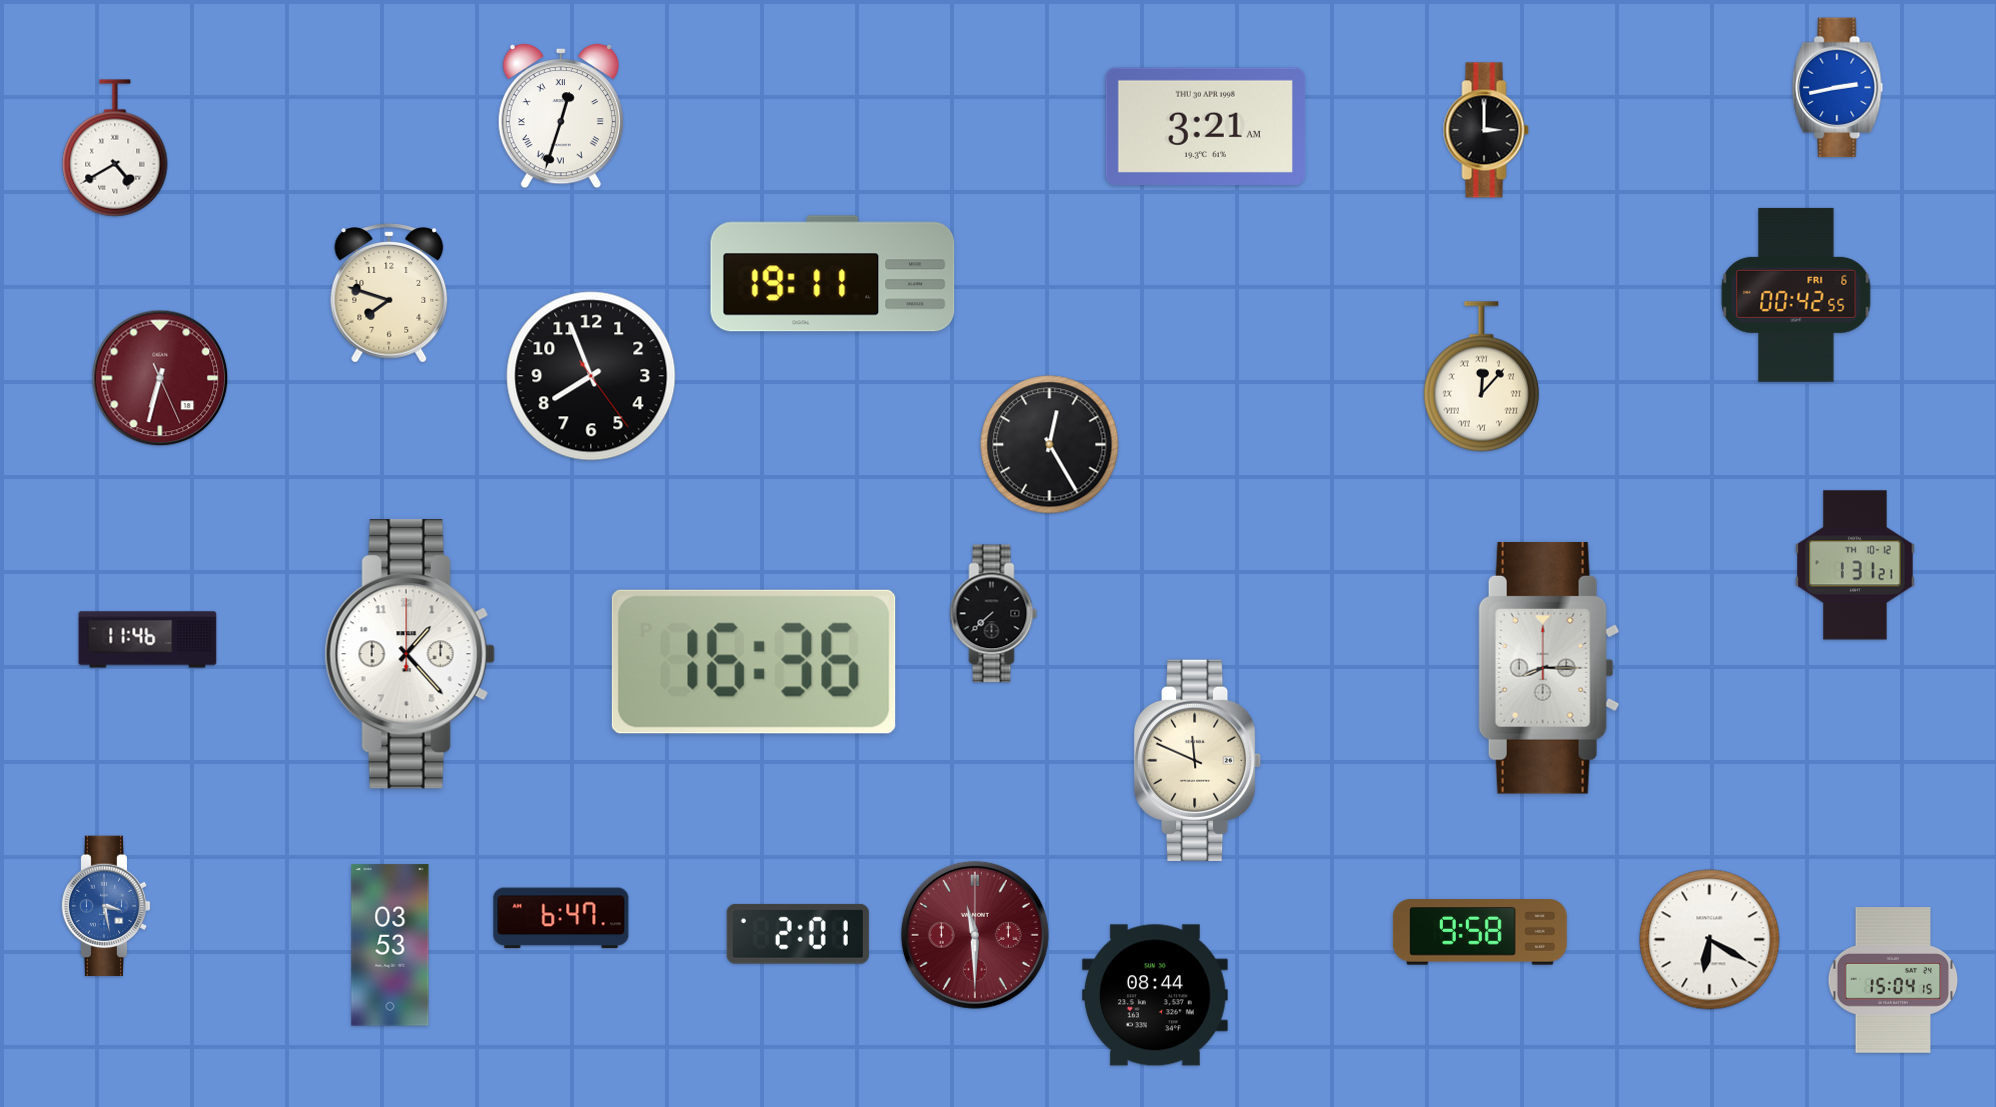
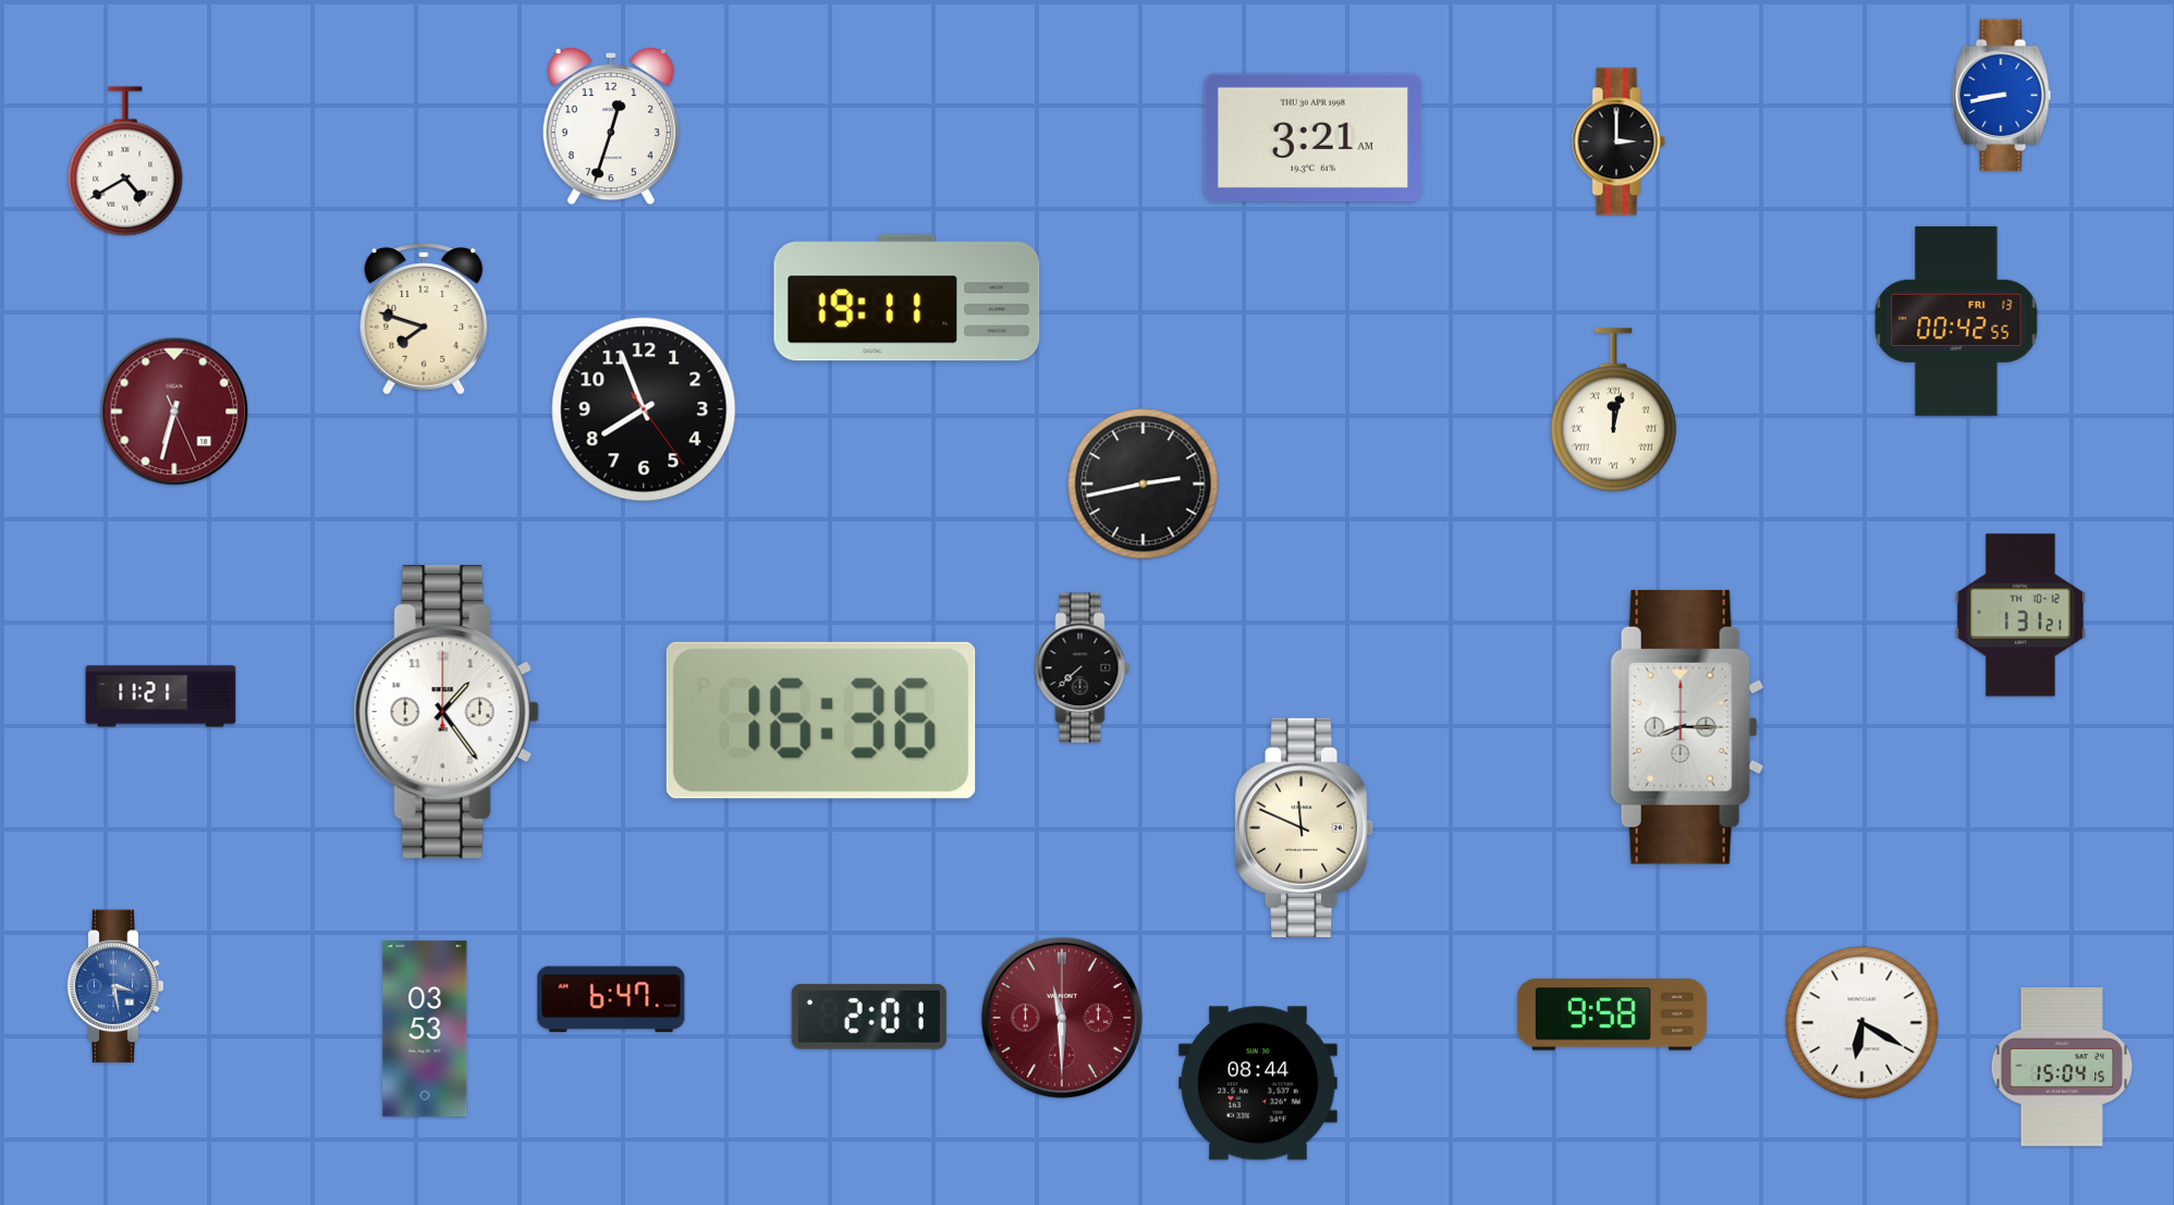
clock at (1838, 88): 2:43 -> 8:43
clock at (561, 116) numerals: Roman -> Arabic
clock at (1796, 295) date: FRI 6 -> FRI 13
clock at (1481, 377): 12:07 -> 12:02
clock at (1050, 445): 12:25 -> 2:43
clock at (148, 640): 11:46 -> 11:21
clock at (410, 654): 1:23 -> 1:24
